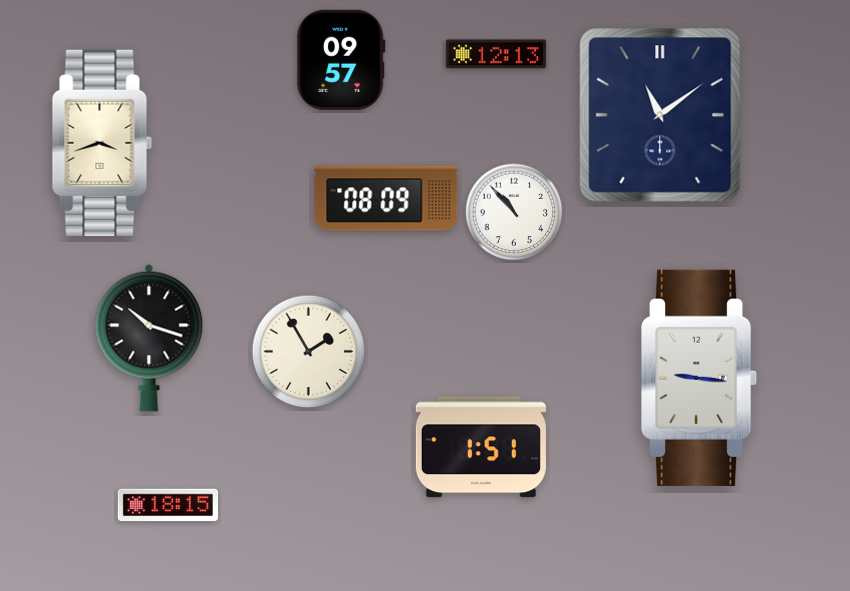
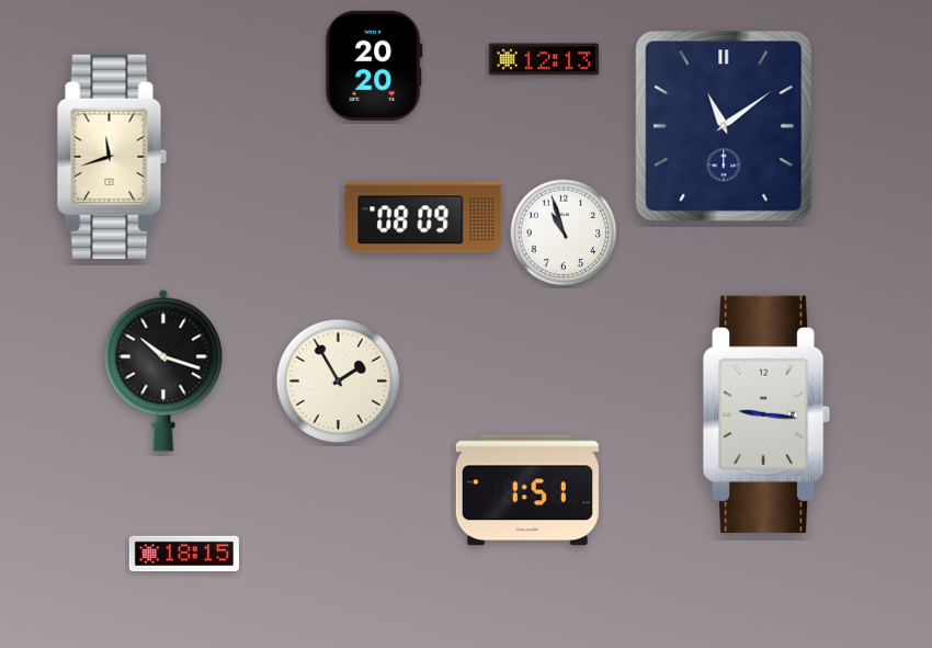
clock at (341, 60): 09:57 -> 20:20
clock at (102, 143): 3:42 -> 11:42
clock at (514, 212): 10:53 -> 10:57
clock at (309, 352) position: (309, 352) -> (339, 382)
